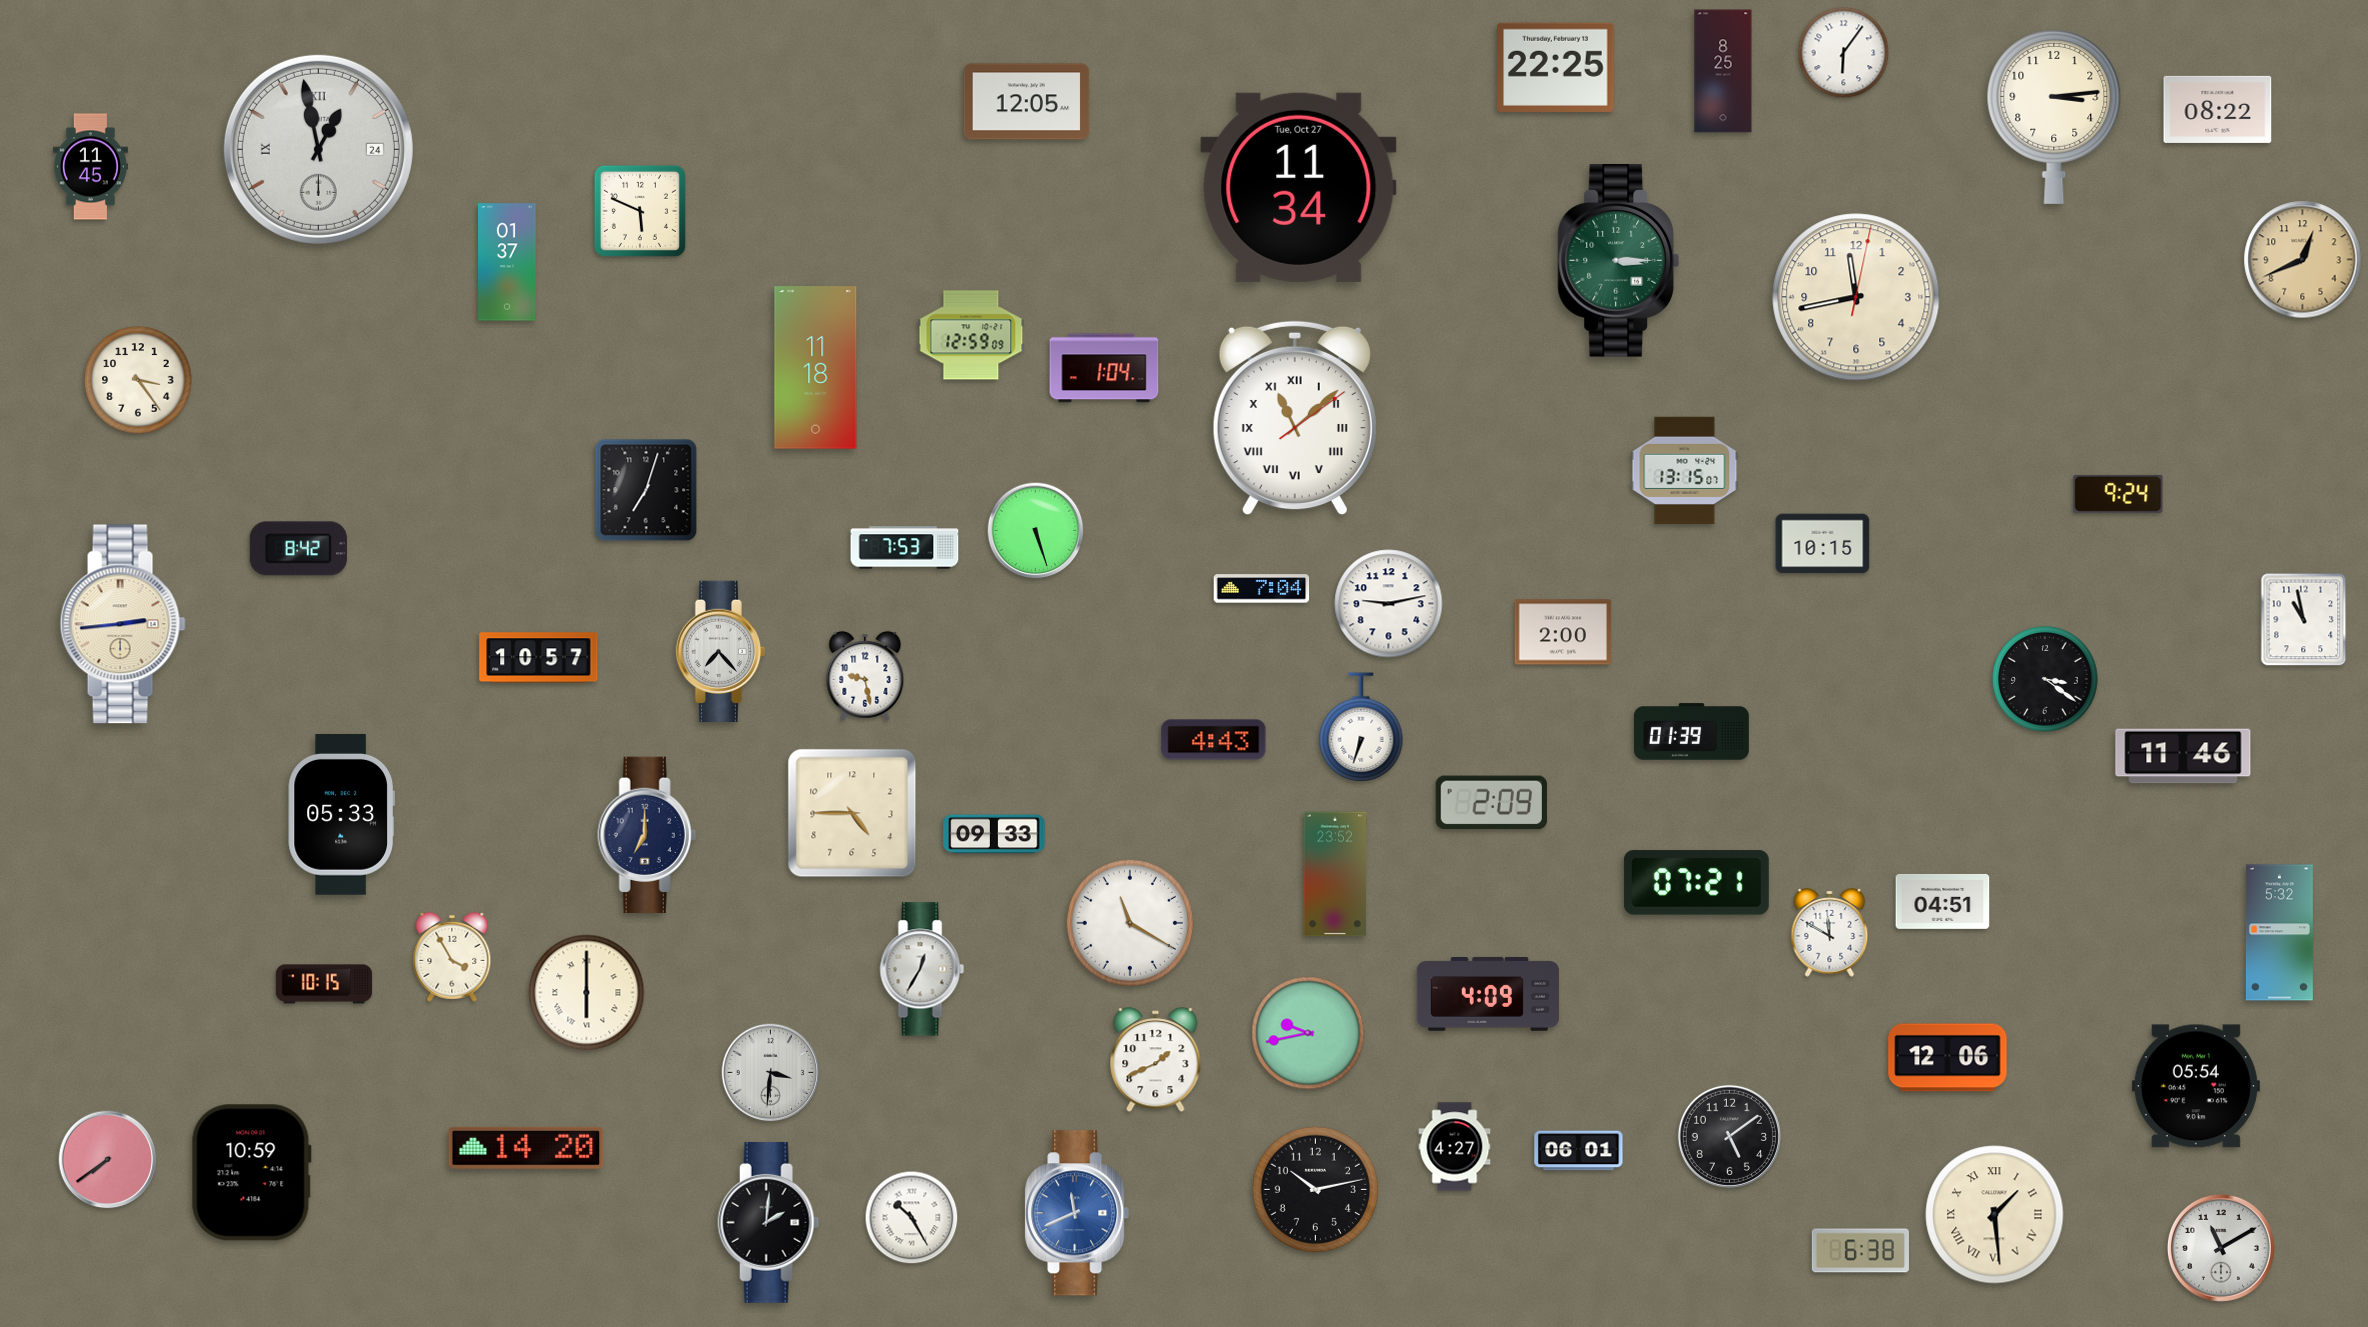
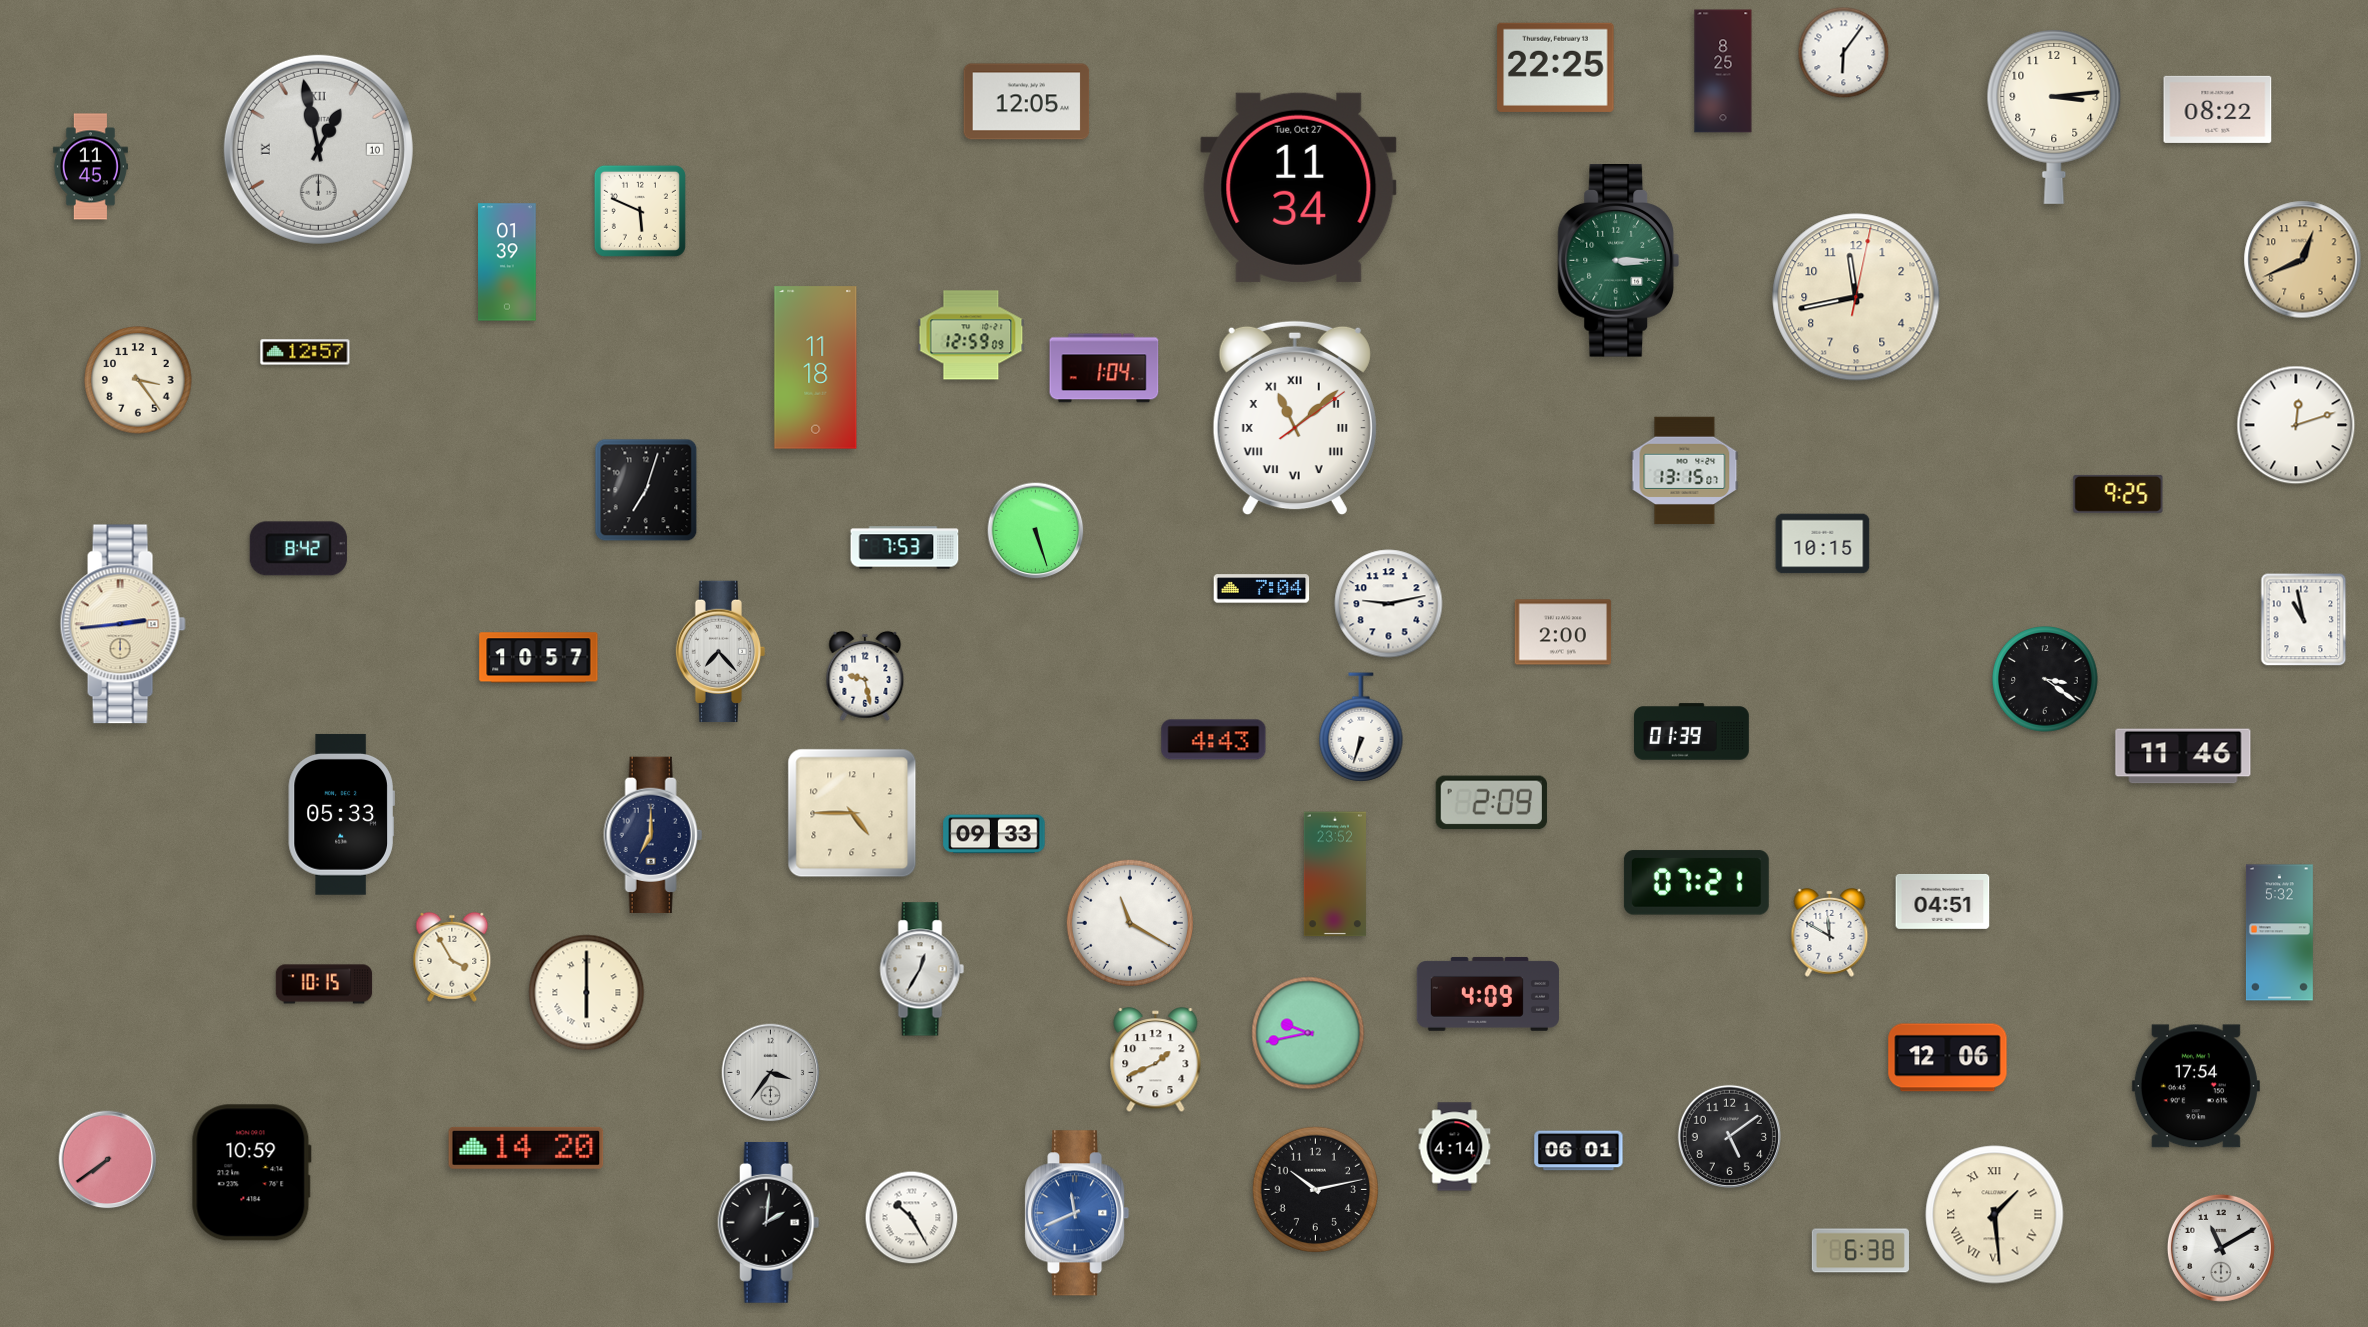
clock at (318, 149) date: 24 -> 10
clock at (507, 262): 01:37 -> 01:39
clock at (305, 352): none -> 12:57
clock at (2296, 425): none -> 12:12
clock at (2118, 494): 9:24 -> 9:25
clock at (647, 834) position: (647, 834) -> (653, 834)
clock at (771, 1073): 3:31 -> 3:36
clock at (2196, 1086): 05:54 -> 17:54
clock at (1455, 1147): 4:27 -> 4:14
